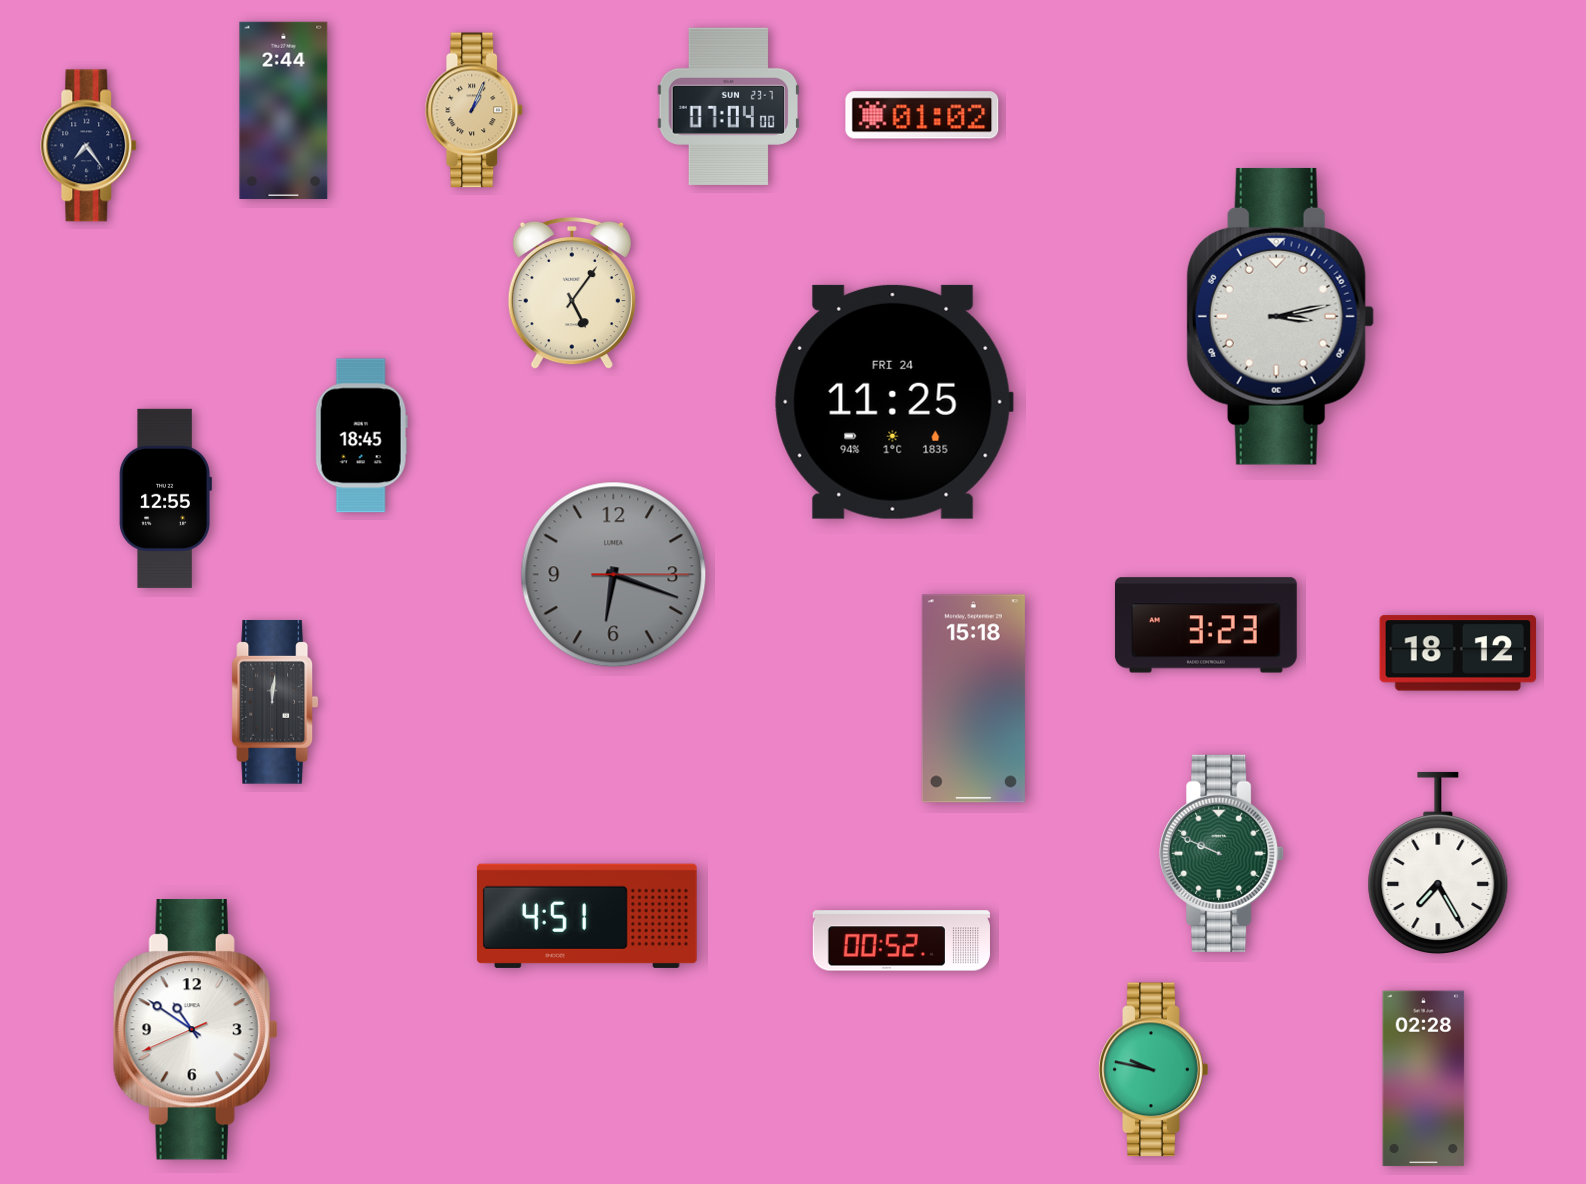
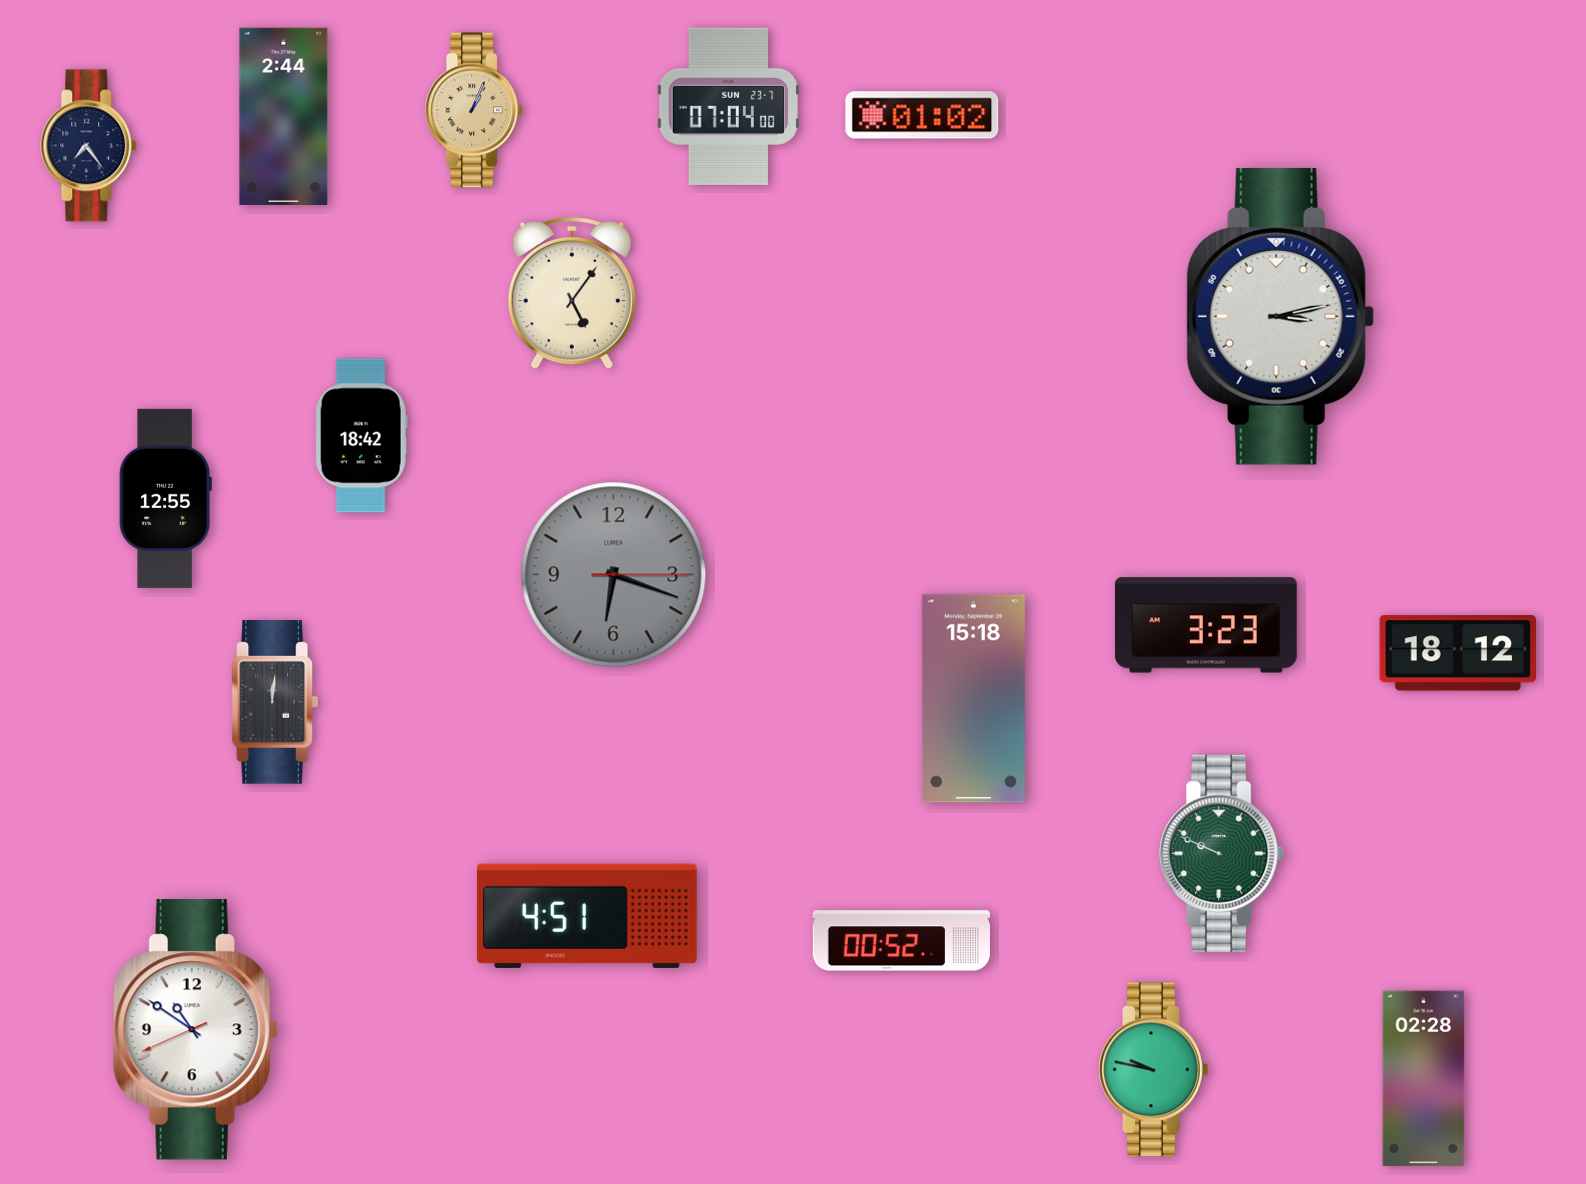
clock at (284, 110) position: (284, 110) -> (284, 116)
clock at (894, 402): 11:25 -> none
clock at (361, 436): 18:45 -> 18:42
clock at (1438, 862): 7:25 -> none
